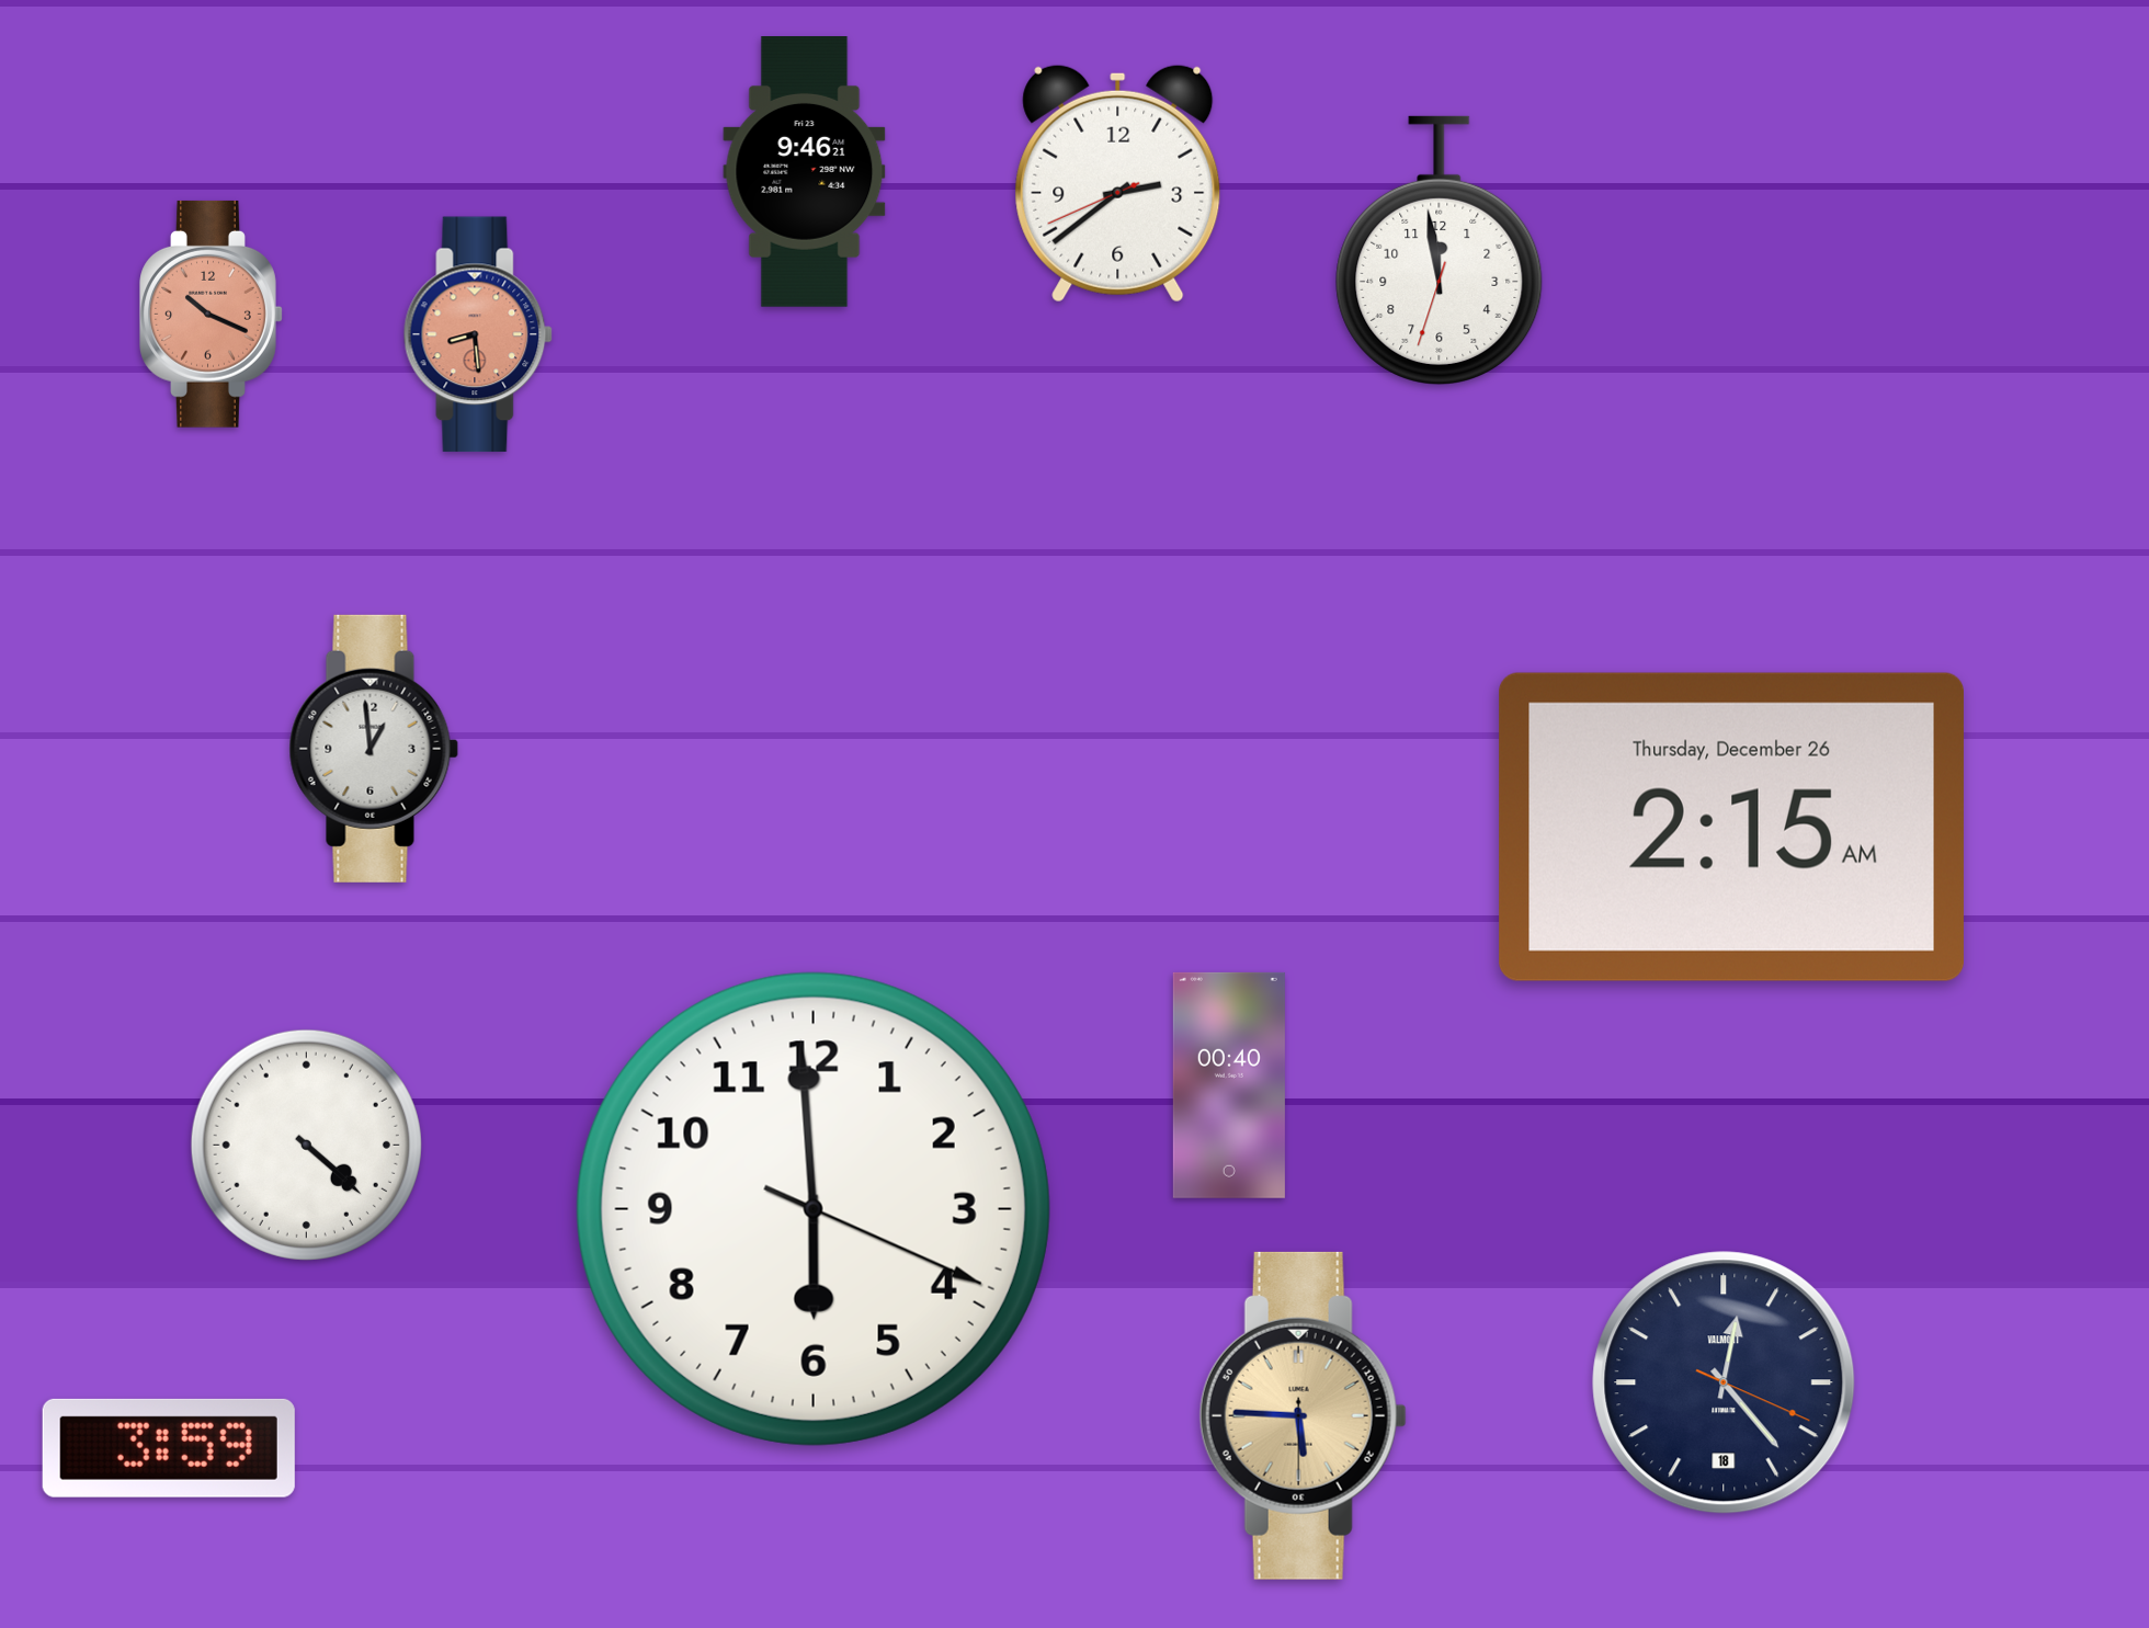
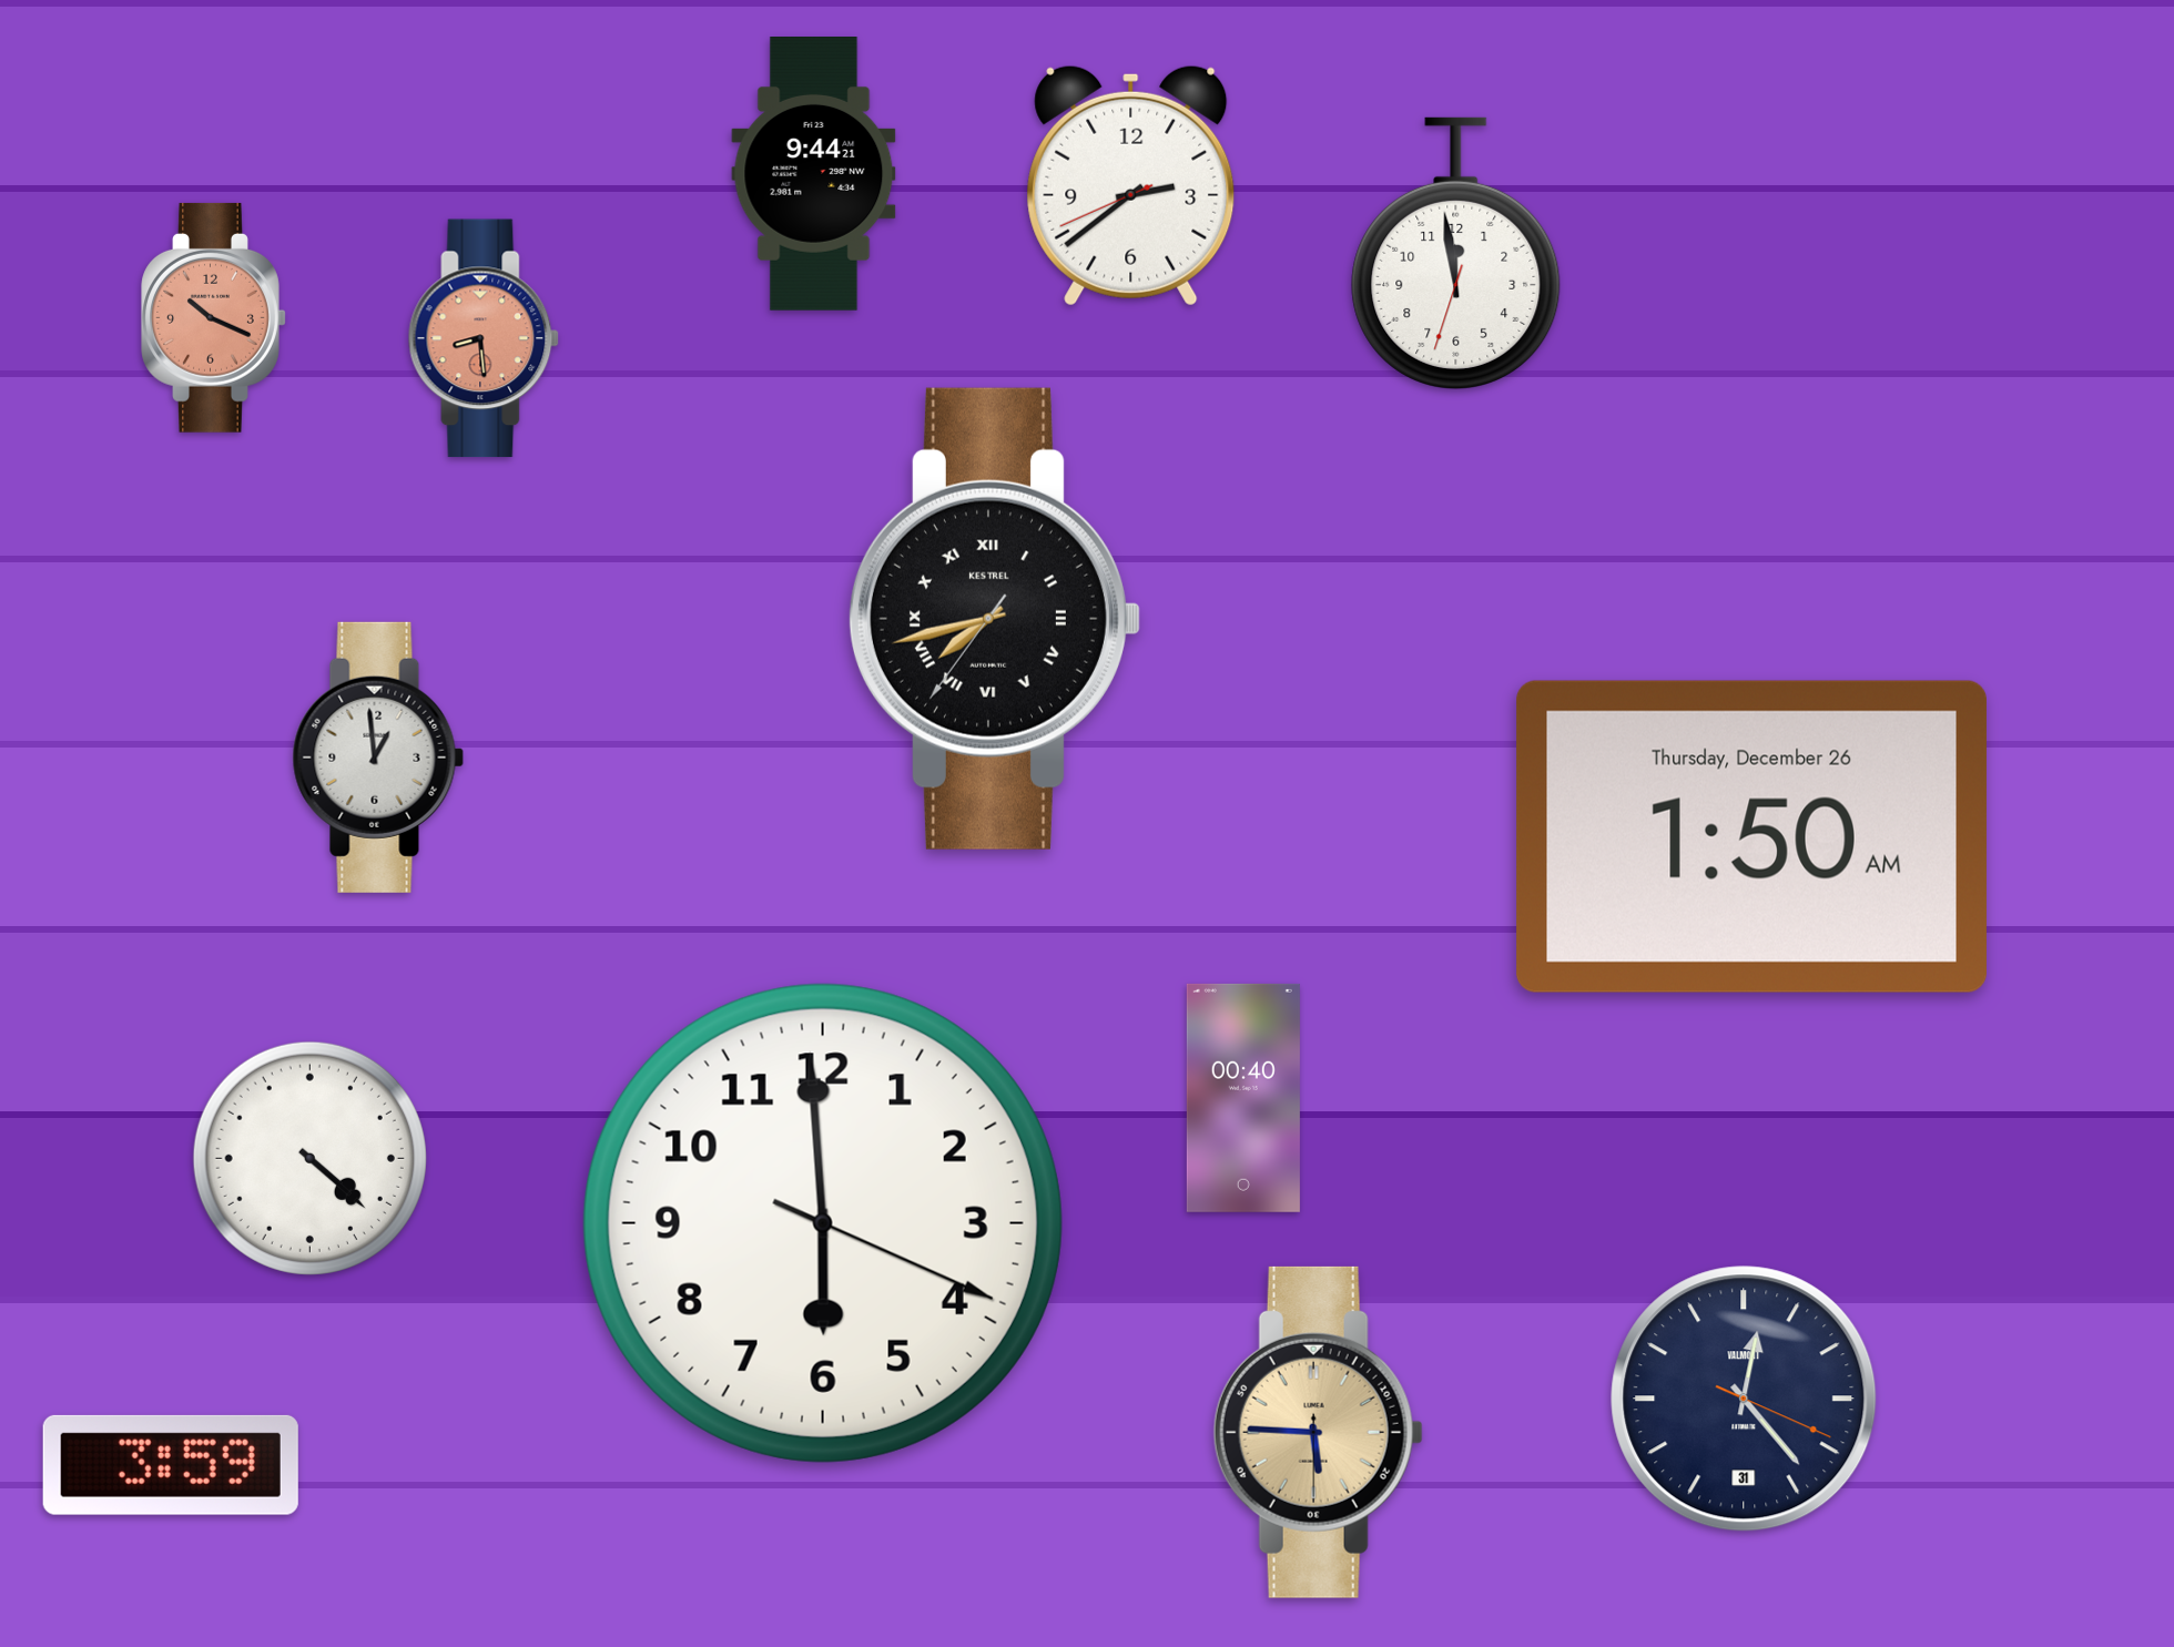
clock at (805, 172): 9:46 -> 9:44
clock at (994, 619): none -> 7:42
clock at (1731, 827): 2:15 -> 1:50
clock at (1724, 1382) date: 18 -> 31
